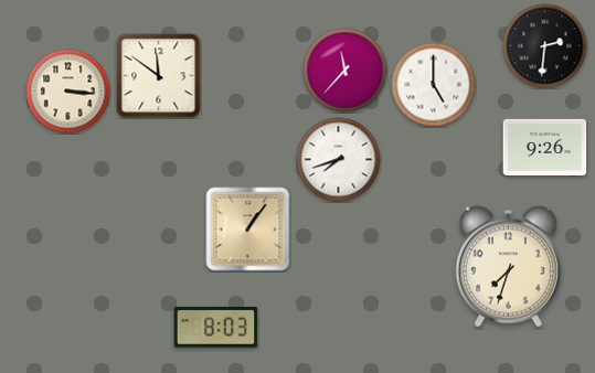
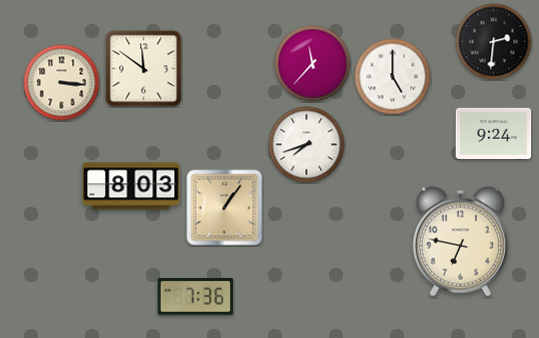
clock at (545, 147): 9:26 -> 9:24
clock at (131, 186): none -> 8:03
clock at (508, 267): 7:33 -> 6:47
clock at (216, 328): 8:03 -> 7:36
